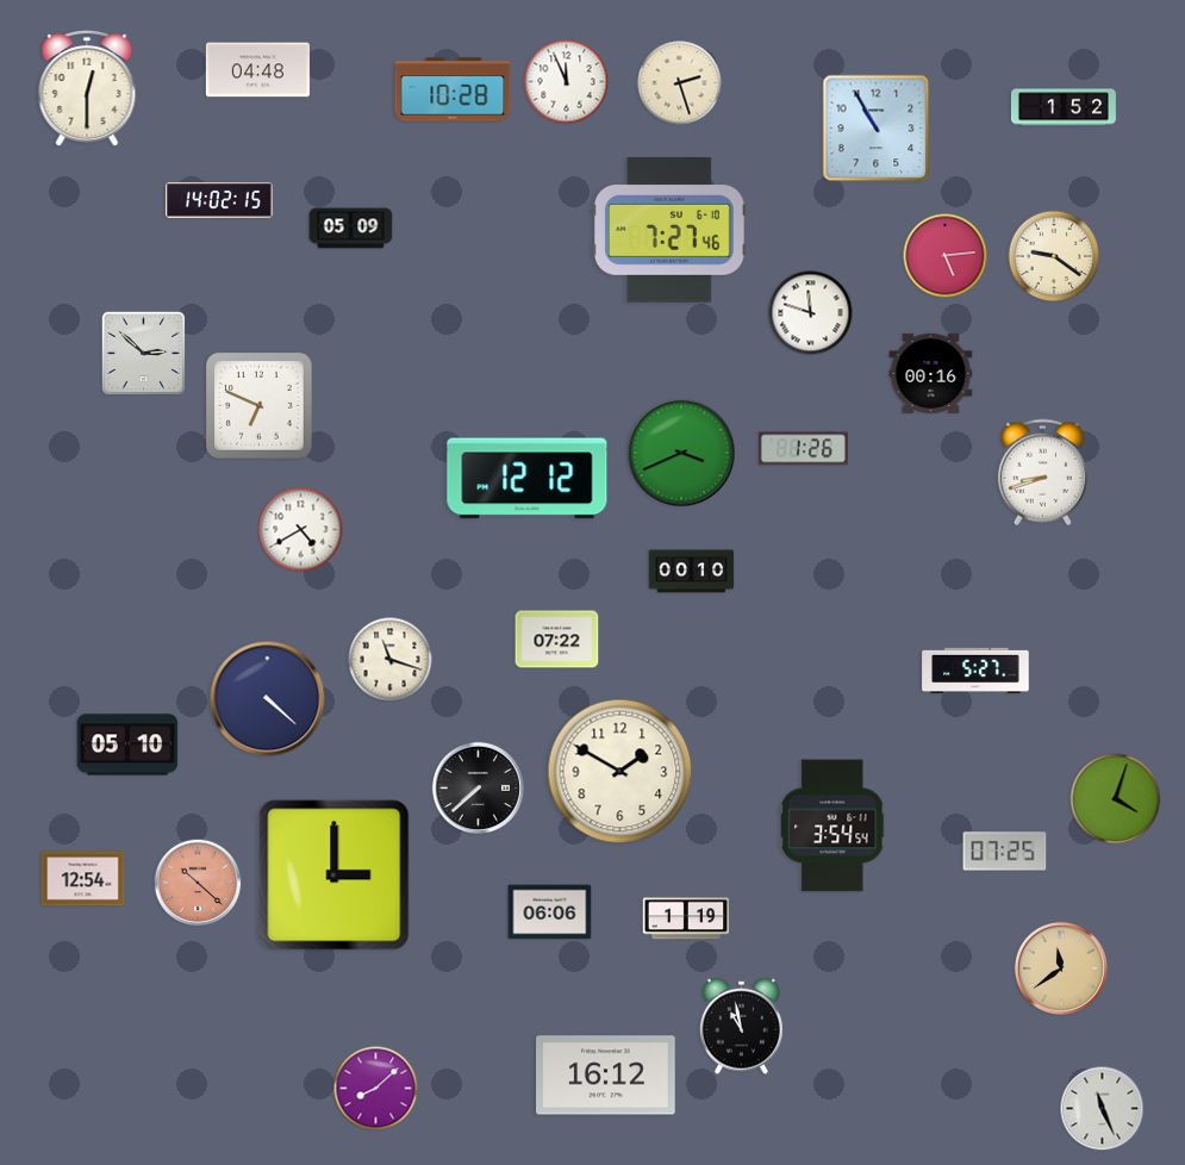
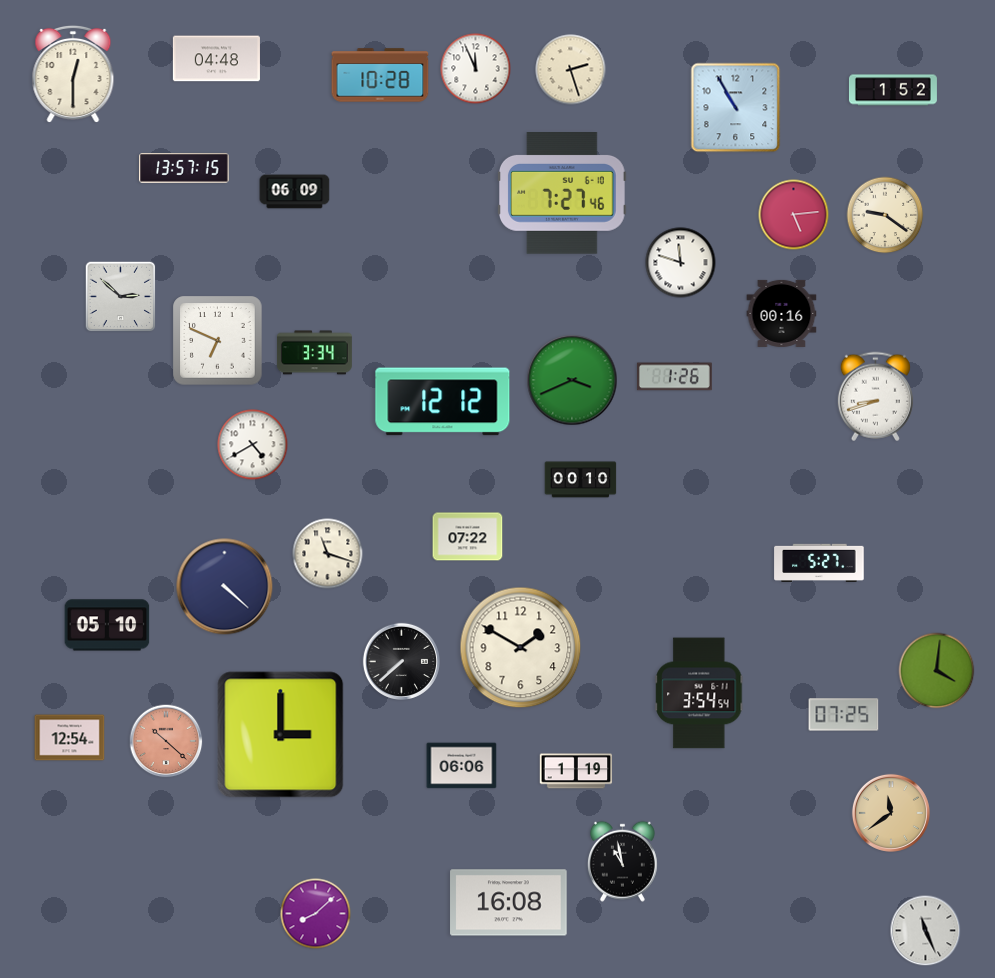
clock at (219, 200): 14:02 -> 13:57
clock at (351, 229): 05:09 -> 06:09
clock at (314, 353): none -> 3:34
clock at (1116, 799): 4:03 -> 4:01
clock at (606, 1076): 16:12 -> 16:08
